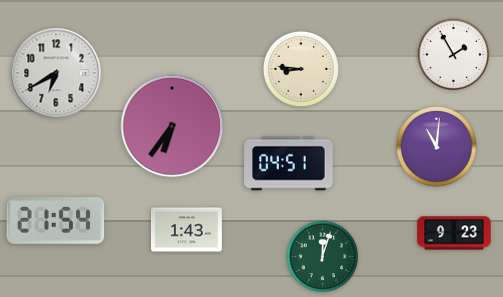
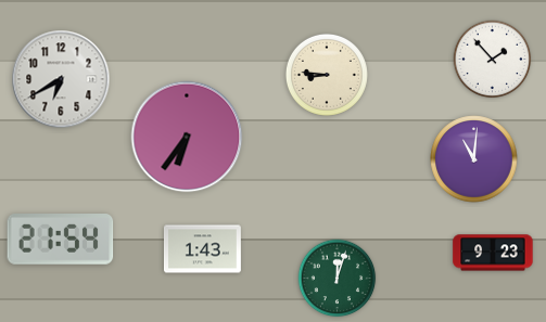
clock at (454, 55): 1:55 -> 1:53
clock at (289, 164): 04:51 -> none
clock at (323, 257) position: (323, 257) -> (338, 279)
